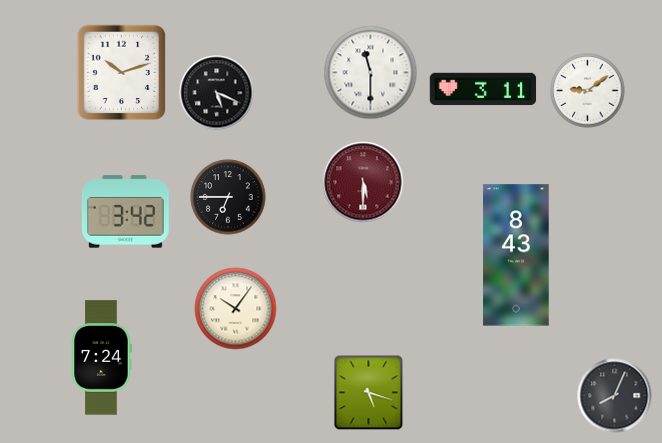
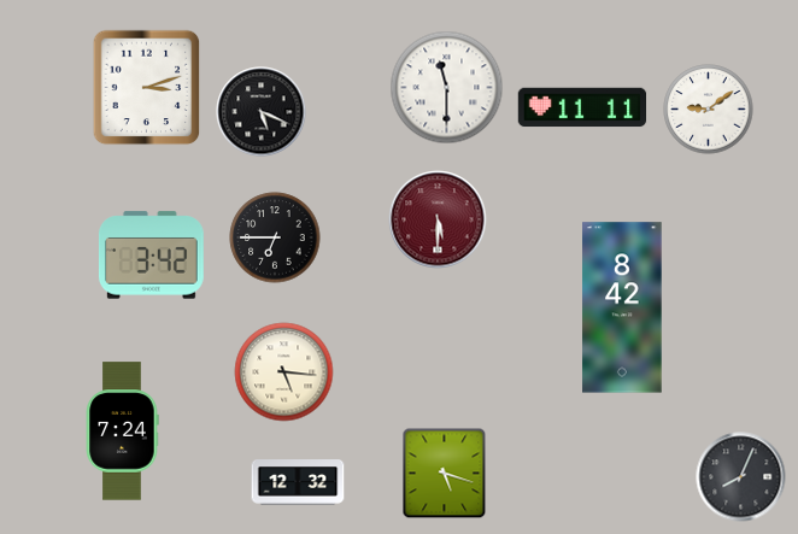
clock at (122, 73): 10:12 -> 3:12
clock at (483, 89): 3:11 -> 11:11
clock at (516, 255): 8:43 -> 8:42
clock at (236, 309): 10:06 -> 5:16
clock at (298, 482): none -> 12:32
